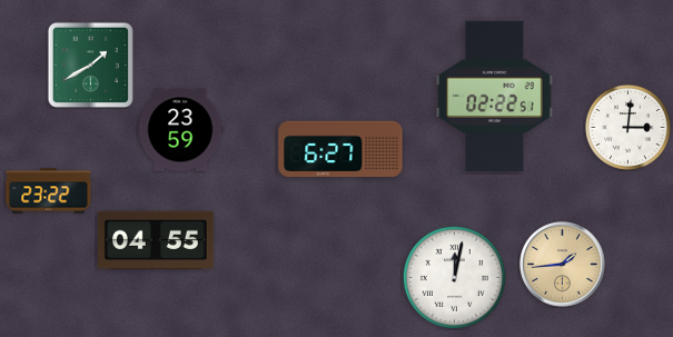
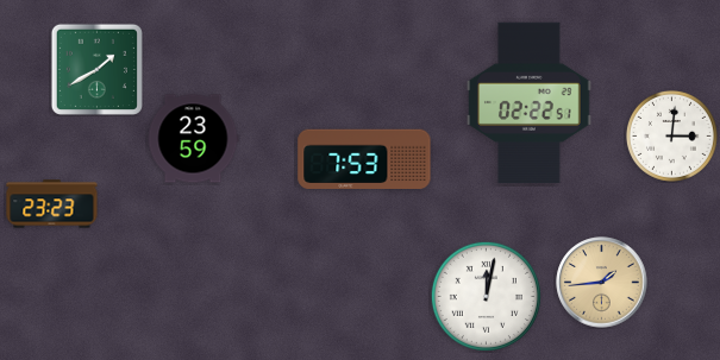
clock at (340, 148): 6:27 -> 7:53
clock at (49, 191): 23:22 -> 23:23
clock at (157, 239): 04:55 -> none
